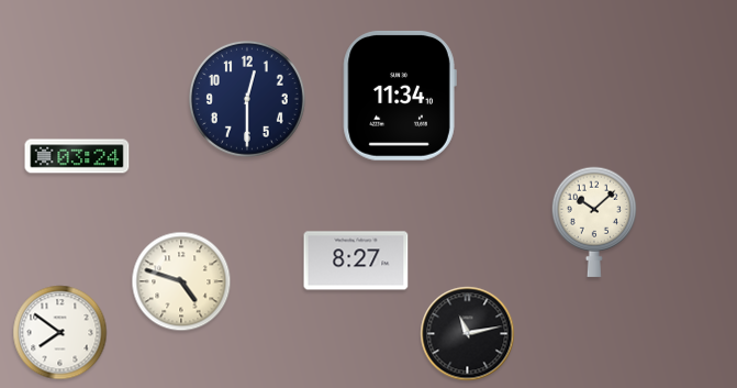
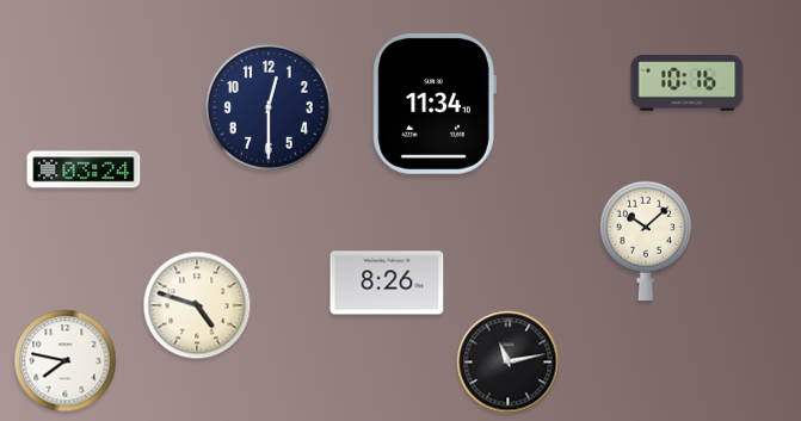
clock at (688, 83): none -> 10:16
clock at (356, 260): 8:27 -> 8:26
clock at (60, 333): 7:51 -> 7:47
